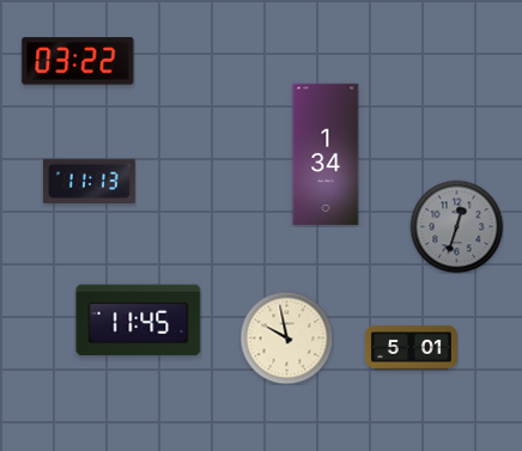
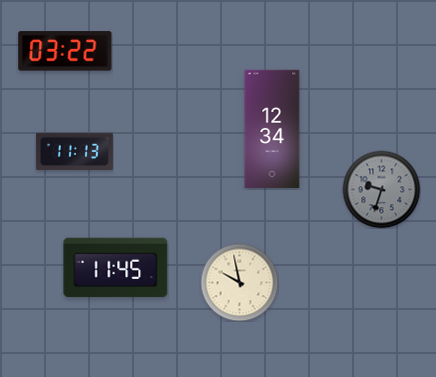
clock at (326, 154): 1:34 -> 12:34
clock at (456, 226): 12:33 -> 9:33
clock at (411, 348): 5:01 -> none
